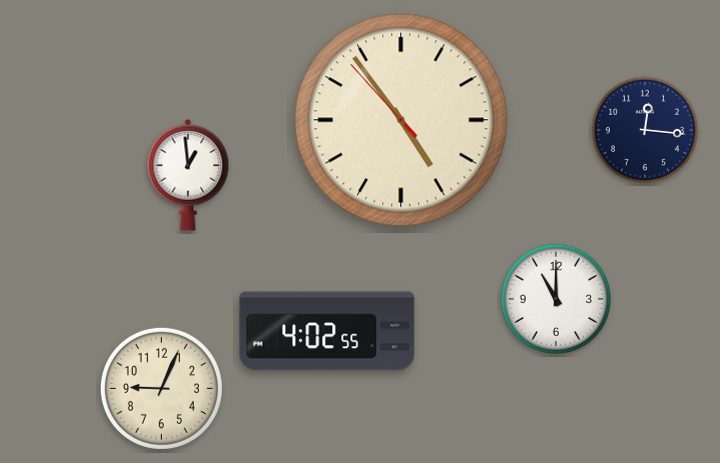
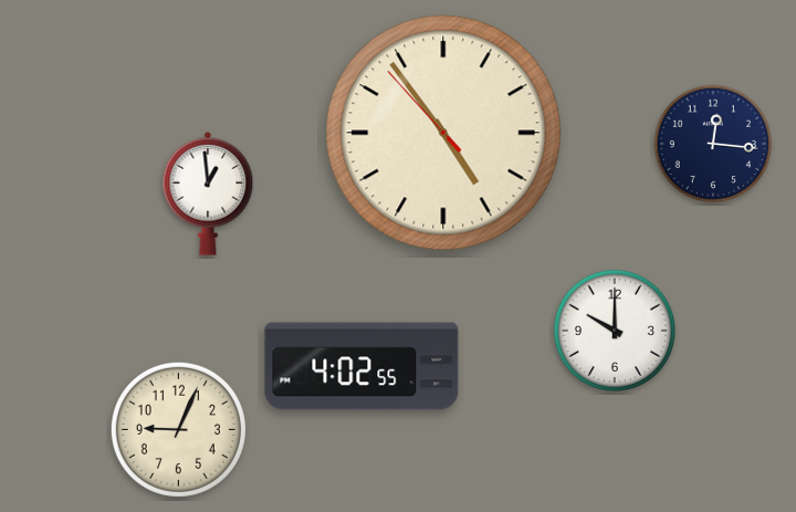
clock at (556, 299): 11:00 -> 10:00
